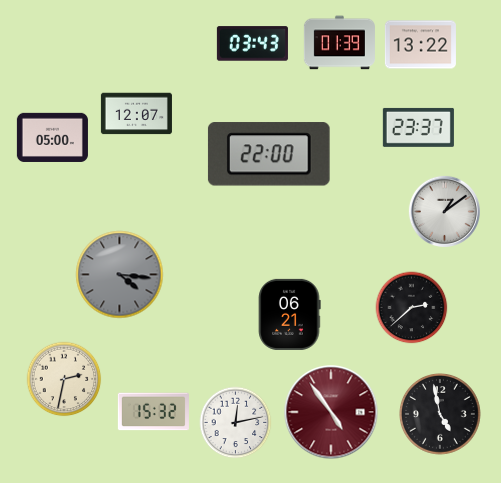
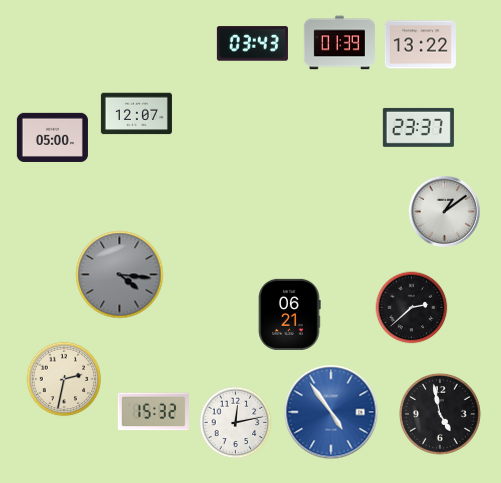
clock at (269, 154): 22:00 -> none
clock at (331, 412) dial: burgundy -> blue
